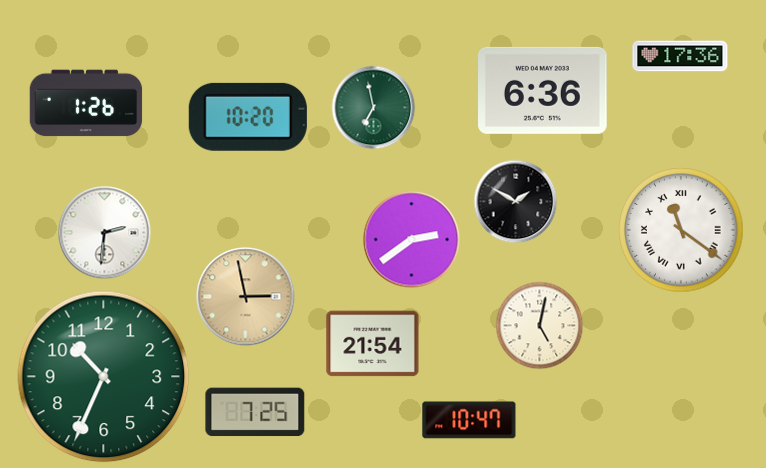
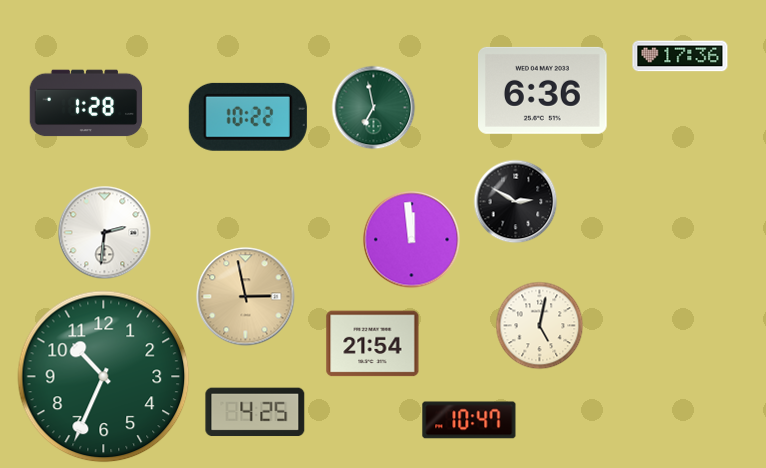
clock at (86, 103): 1:26 -> 1:28
clock at (248, 117): 10:20 -> 10:22
clock at (515, 201): 1:50 -> 2:50
clock at (681, 230): 11:21 -> none
clock at (412, 240): 2:39 -> 11:59
clock at (255, 412): 7:25 -> 4:25
